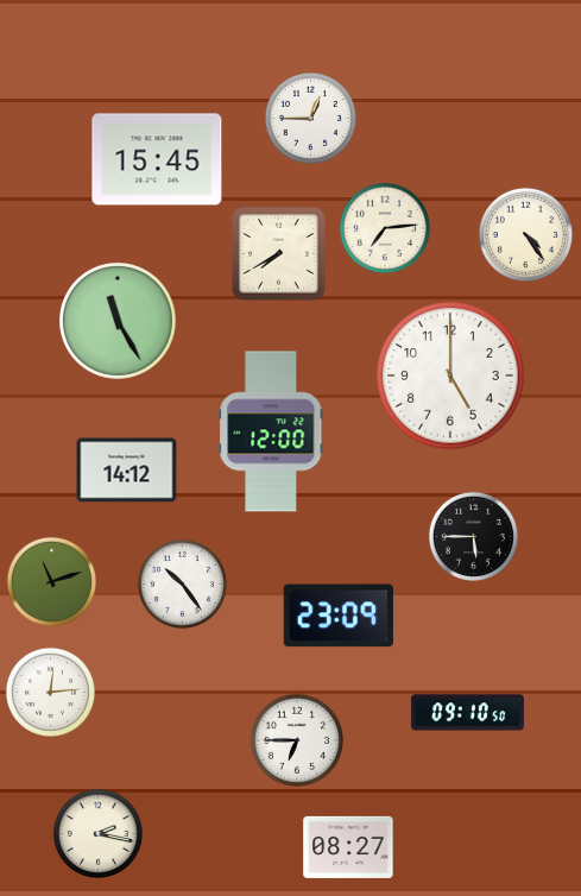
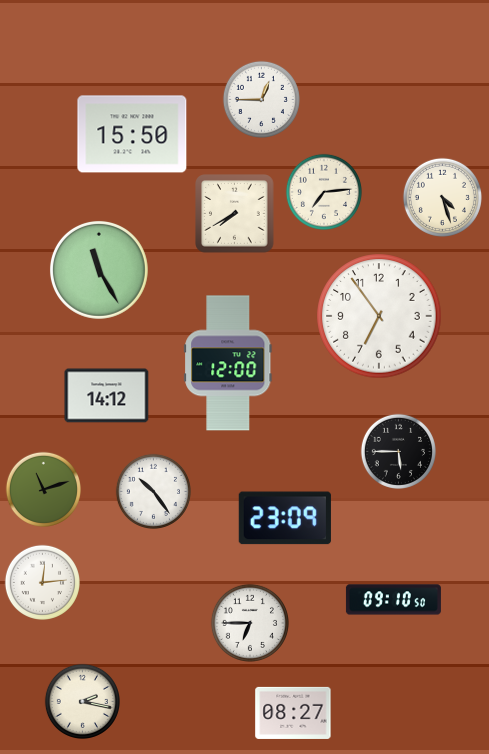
clock at (157, 159): 15:45 -> 15:50
clock at (525, 234): 4:24 -> 4:27
clock at (450, 376): 5:00 -> 6:54
